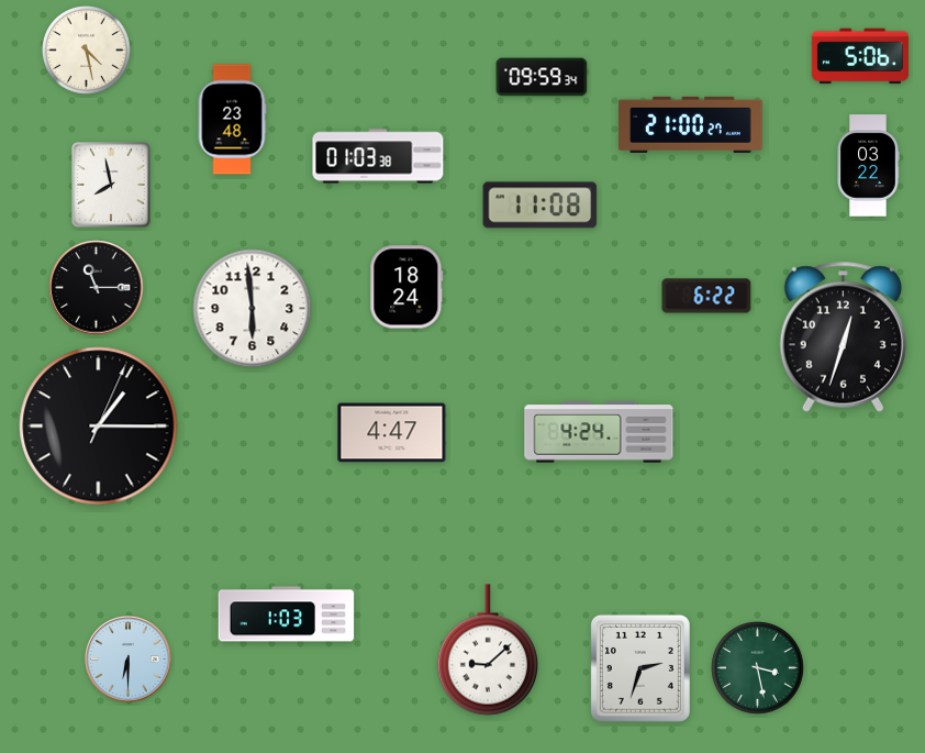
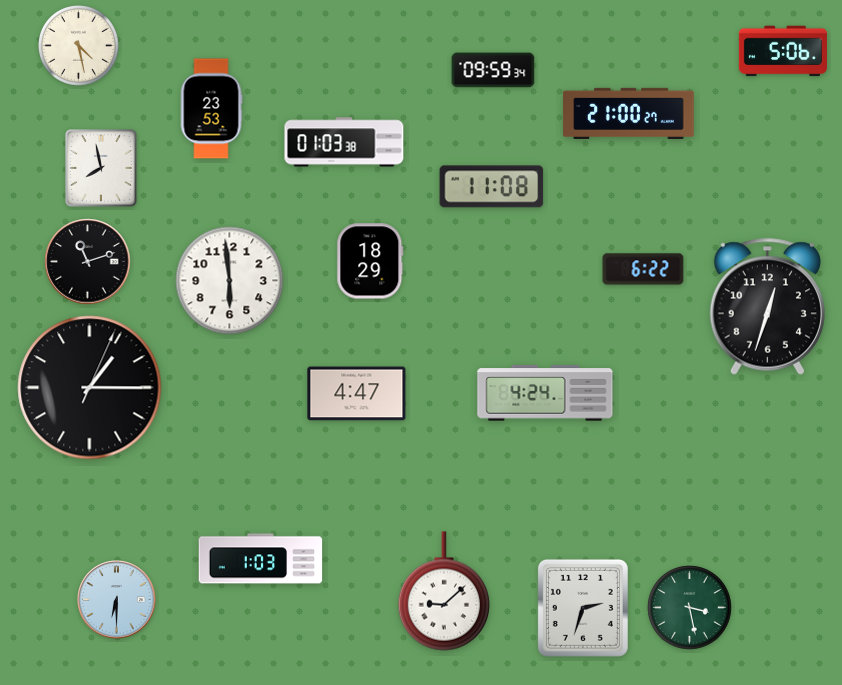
clock at (232, 120): 23:48 -> 23:53
clock at (868, 166): 03:22 -> none
clock at (406, 287): 18:24 -> 18:29
clock at (97, 288): 11:15 -> 11:12
